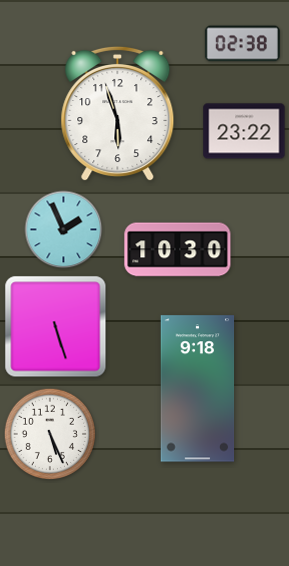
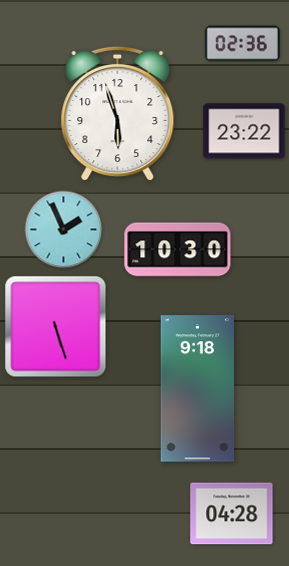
clock at (242, 44): 02:38 -> 02:36
clock at (50, 434): 5:26 -> none
clock at (232, 514): none -> 04:28
